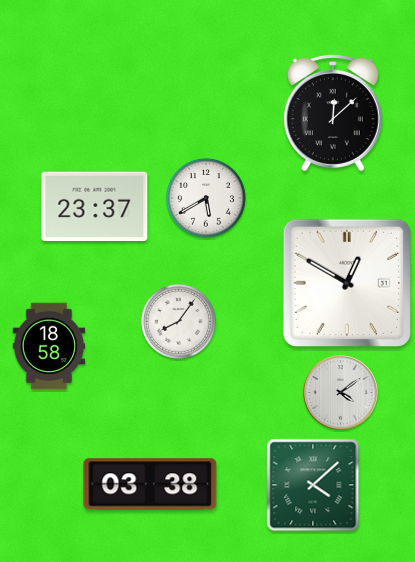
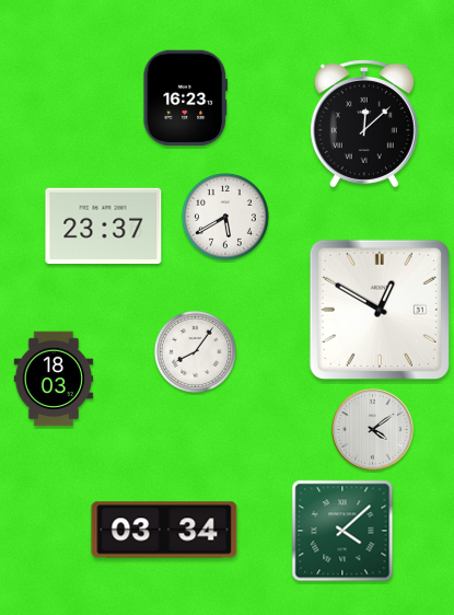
clock at (185, 98): none -> 16:23
clock at (49, 346): 18:58 -> 18:03
clock at (150, 484): 03:38 -> 03:34
